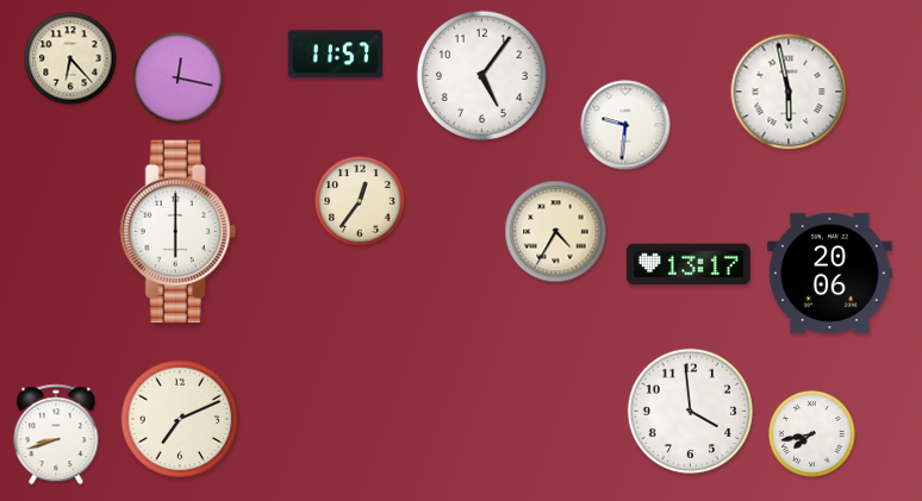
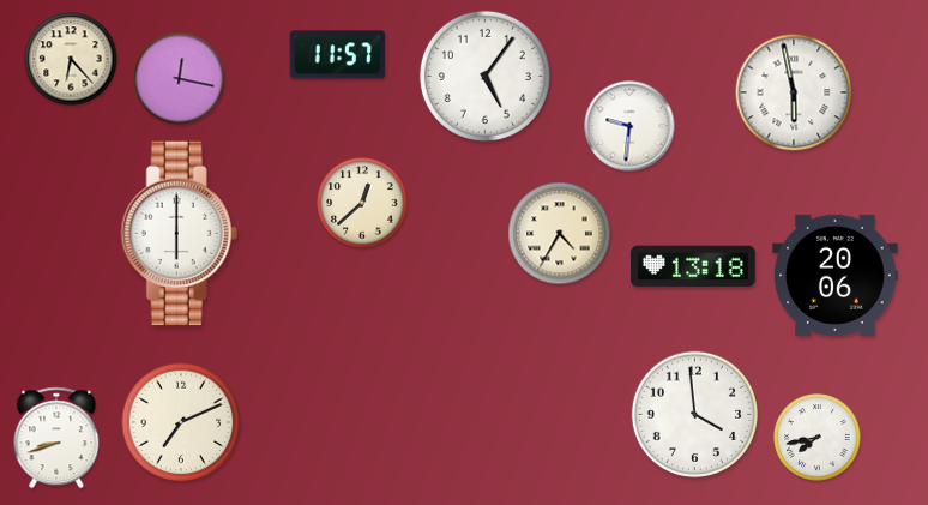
clock at (360, 201): 12:36 -> 12:38
clock at (690, 264): 13:17 -> 13:18
